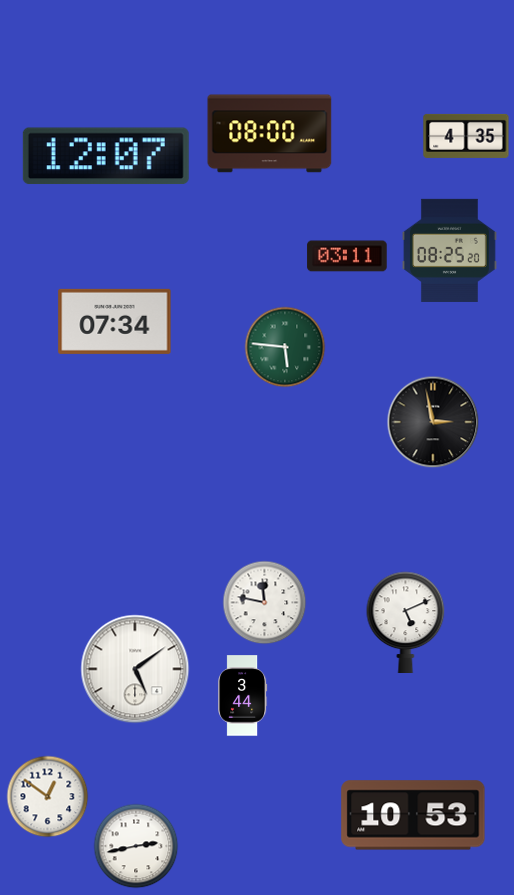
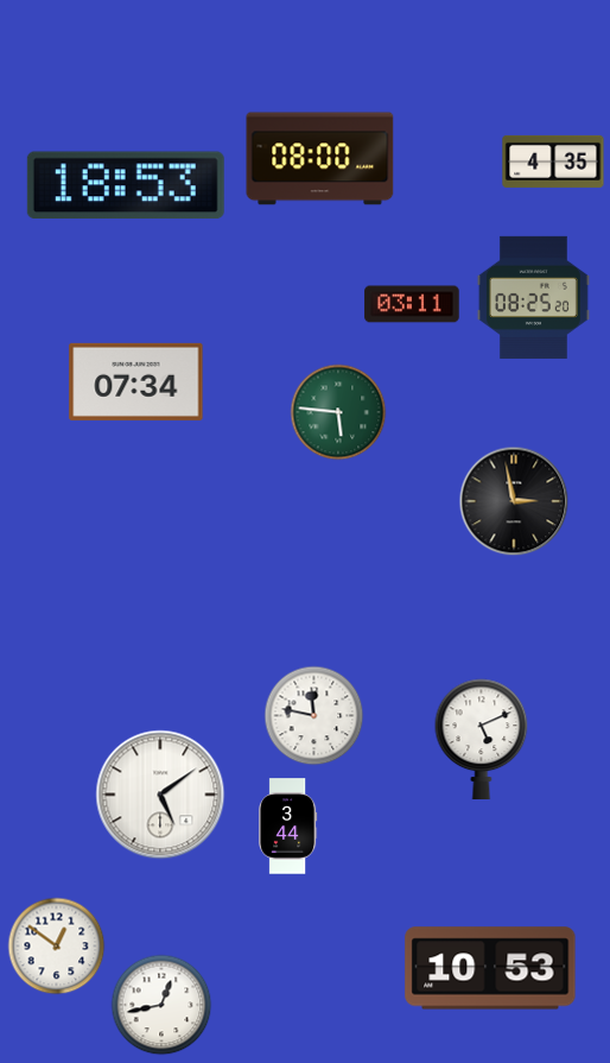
clock at (106, 156): 12:07 -> 18:53
clock at (136, 846): 2:43 -> 12:43
